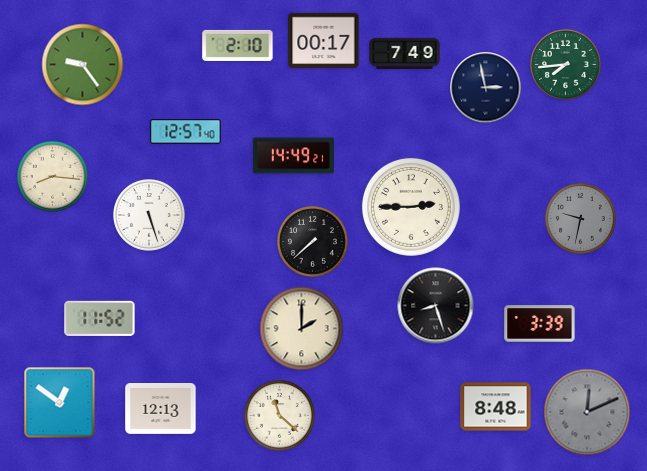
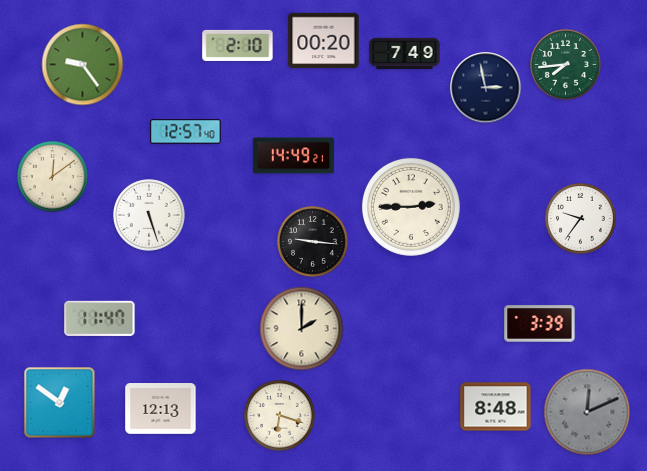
clock at (324, 41): 00:17 -> 00:20
clock at (53, 177): 8:16 -> 12:09
clock at (581, 219): 9:32 -> 9:36
clock at (581, 219) dial: grey -> white
clock at (313, 242): 7:38 -> 9:16
clock at (436, 306): 8:27 -> none
clock at (100, 318): 11:52 -> 11:47
clock at (280, 416): 11:22 -> 6:18
